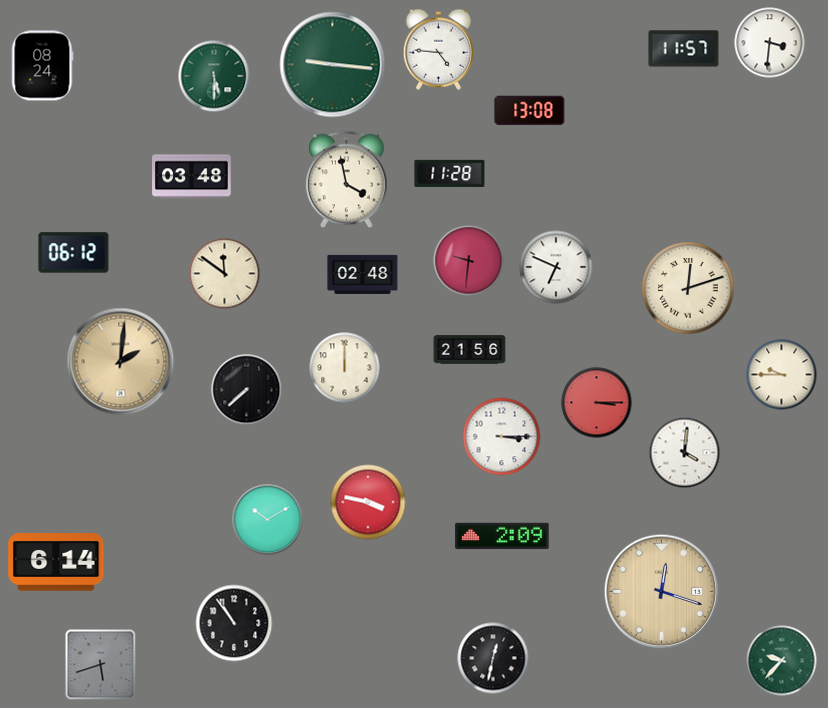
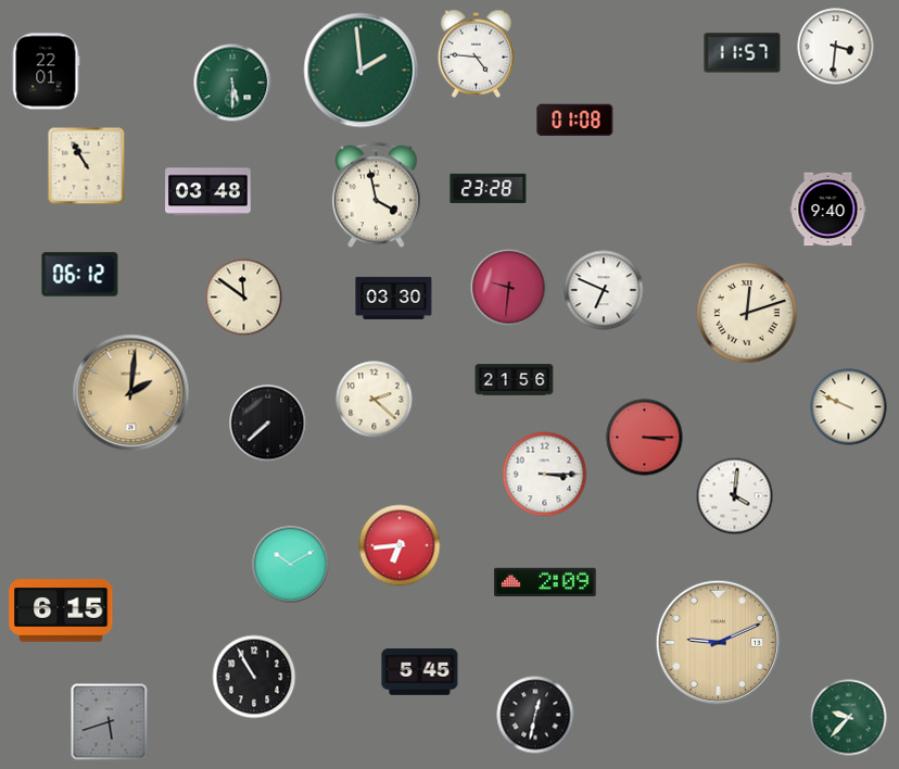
clock at (333, 65): 9:16 -> 1:59
clock at (42, 66): 08:24 -> 22:01
clock at (530, 111): 13:08 -> 01:08
clock at (87, 166): none -> 10:55
clock at (450, 173): 11:28 -> 23:28
clock at (828, 210): none -> 9:40
clock at (469, 261) position: (469, 261) -> (509, 288)
clock at (363, 274): 02:48 -> 03:30
clock at (470, 350) position: (470, 350) -> (515, 380)
clock at (345, 368): 12:00 -> 2:22
clock at (782, 375): 9:45 -> 9:49
clock at (597, 403) position: (597, 403) -> (645, 438)
clock at (685, 453) position: (685, 453) -> (735, 496)
clock at (368, 502): 3:47 -> 6:44
clock at (56, 562): 6:14 -> 6:15
clock at (662, 592): 12:18 -> 9:11
clock at (420, 672): none -> 5:45
clock at (234, 623): 10:54 -> 10:55
